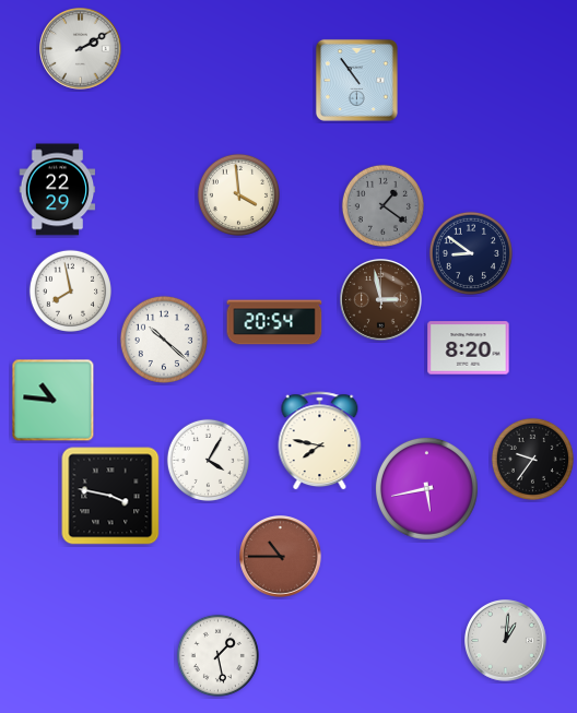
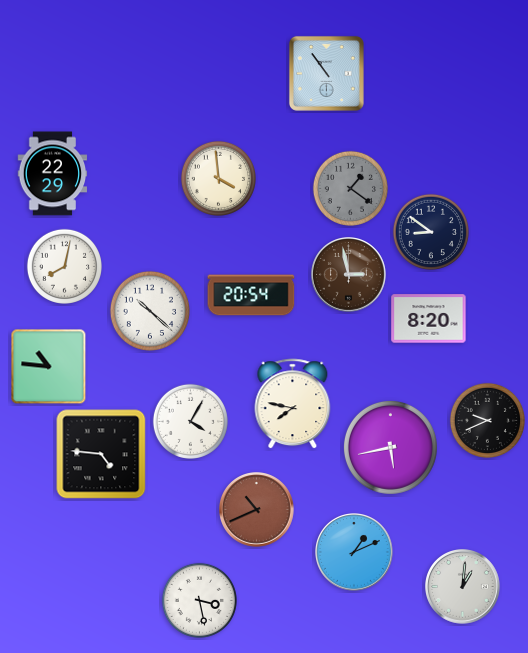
clock at (81, 49): 2:10 -> none
clock at (70, 290): 7:58 -> 8:02
clock at (532, 459): 9:36 -> 9:41
clock at (110, 496): 3:47 -> 4:46
clock at (281, 557): 10:45 -> 10:41
clock at (355, 553): none -> 1:11
clock at (217, 655): 1:28 -> 3:28
